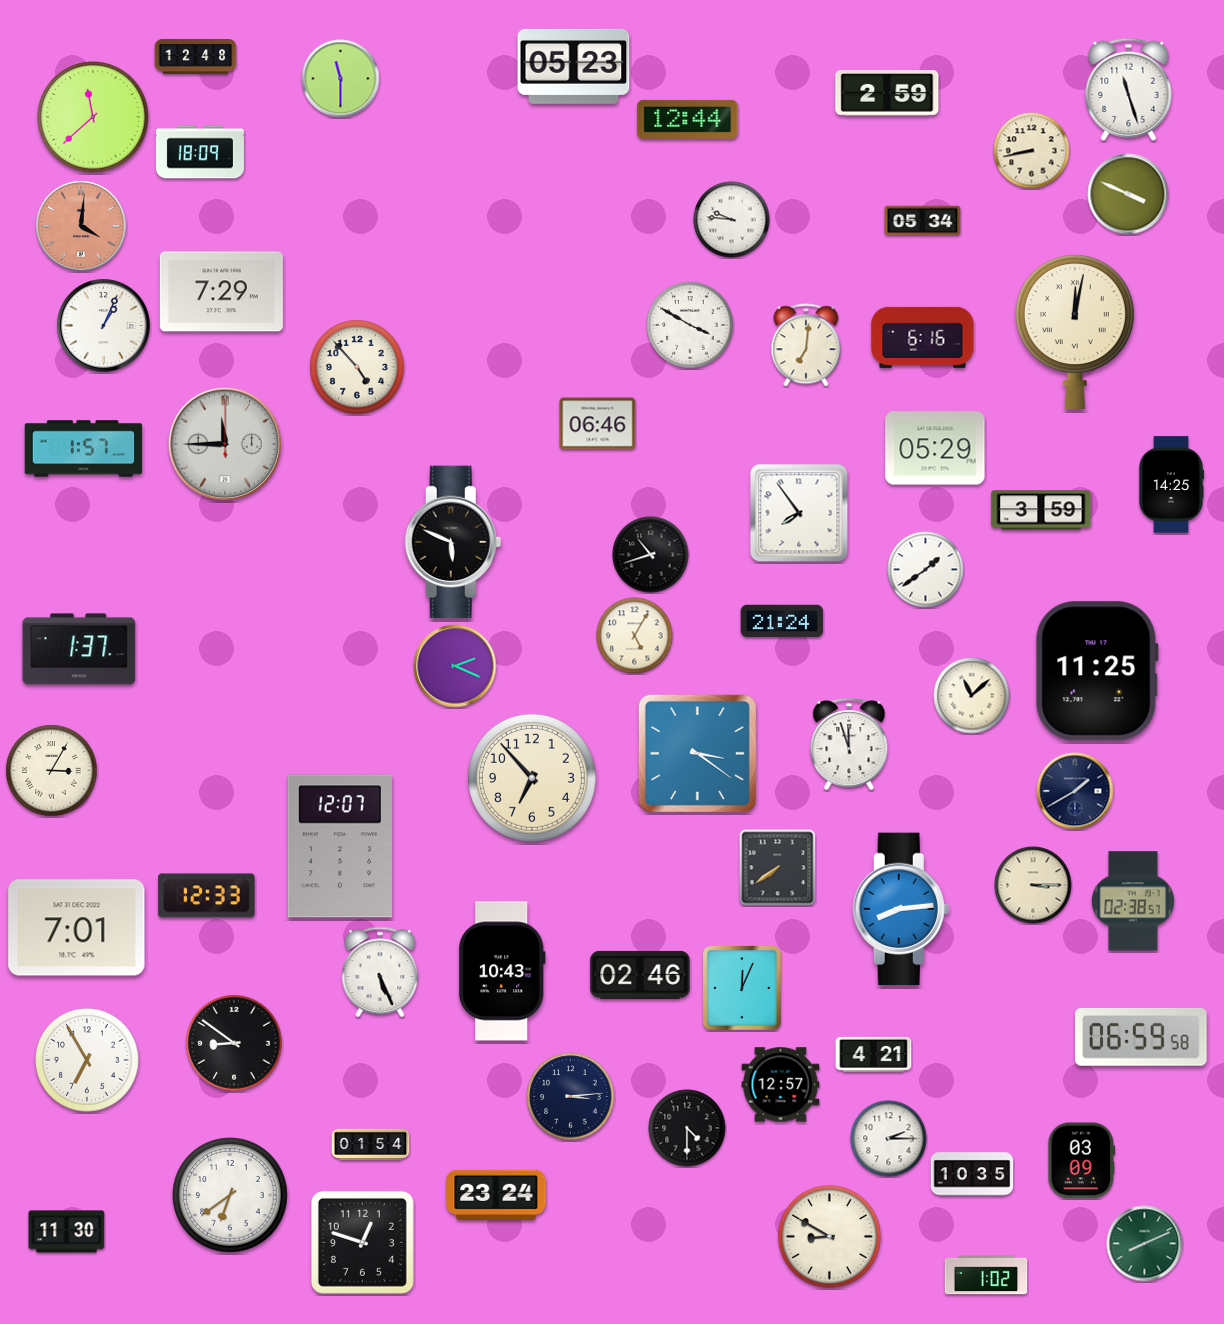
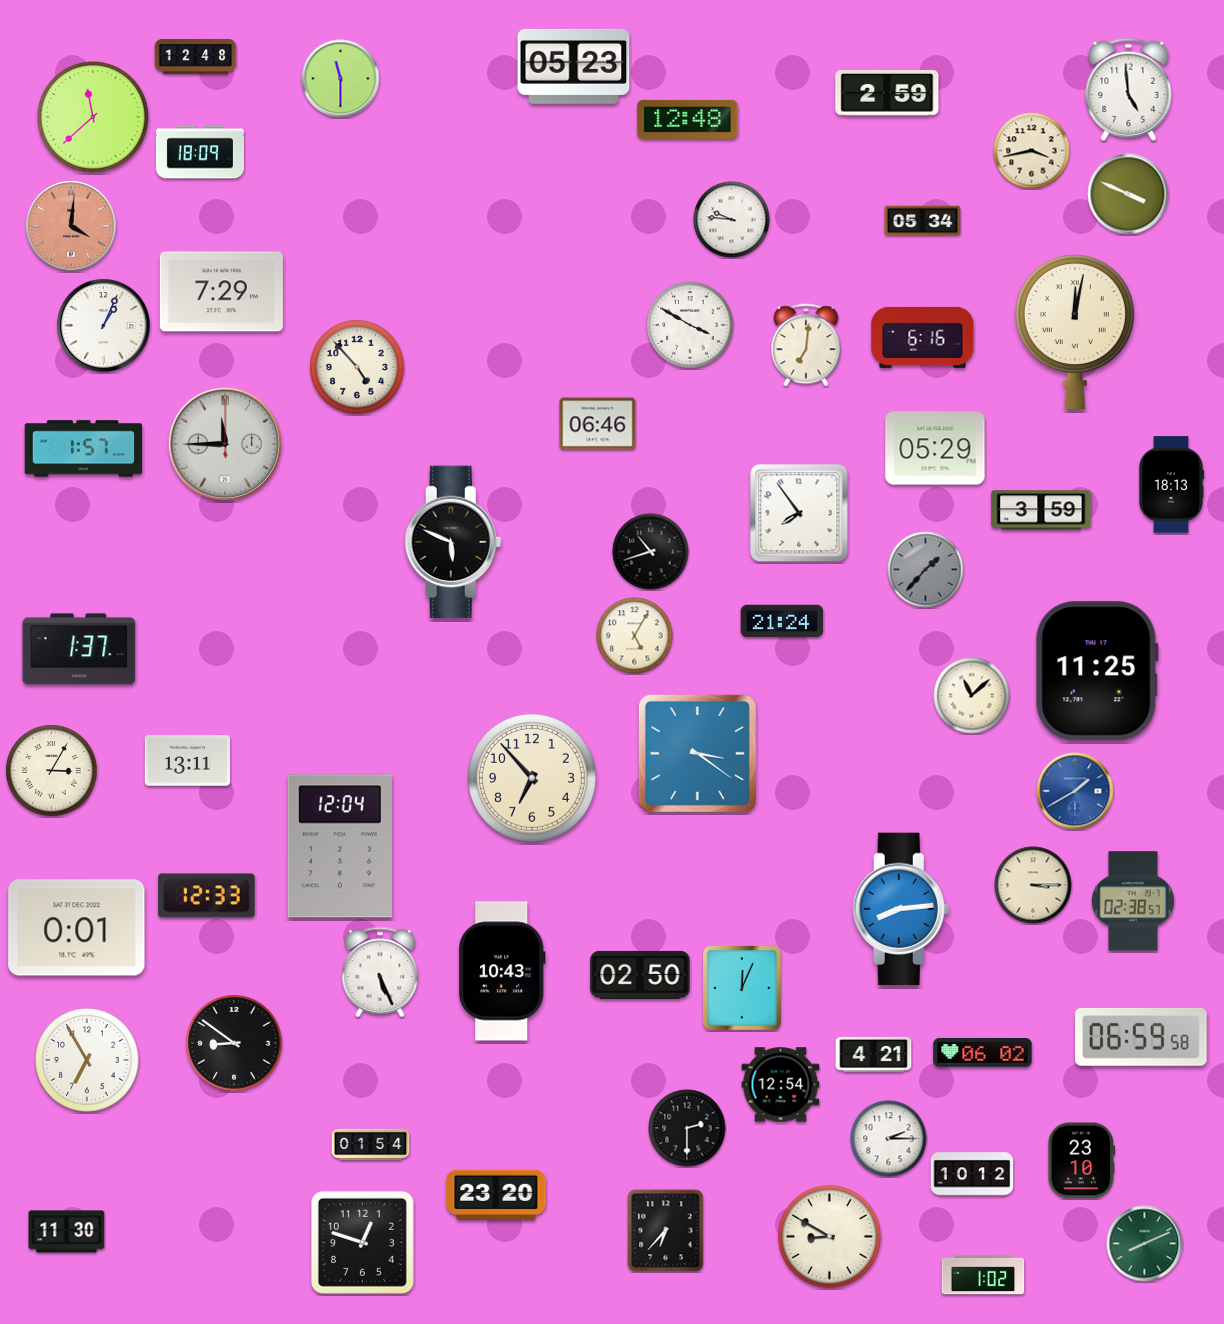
clock at (1129, 89): 11:27 -> 4:59
clock at (688, 119): 12:44 -> 12:48
clock at (1032, 151): 8:43 -> 3:43
clock at (81, 226) position: (81, 226) -> (71, 226)
clock at (1171, 485): 14:25 -> 18:13
clock at (651, 555) position: (651, 555) -> (651, 552)
clock at (926, 570): 1:39 -> 1:37
clock at (926, 570) dial: white -> grey
clock at (455, 666): 2:19 -> none
clock at (849, 744): 11:57 -> none
clock at (187, 761): none -> 13:11
clock at (1075, 791) dial: navy -> blue
clock at (340, 846): 12:07 -> 12:04
clock at (778, 868): 7:39 -> none
clock at (77, 928): 7:01 -> 0:01
clock at (640, 975): 02:46 -> 02:50
clock at (983, 1053): none -> 06:02
clock at (781, 1085): 12:57 -> 12:54
clock at (571, 1097): 3:14 -> none
clock at (687, 1128): 4:30 -> 2:30
clock at (1082, 1161): 03:09 -> 23:10
clock at (972, 1174): 10:35 -> 10:12
clock at (230, 1195): 6:39 -> none
clock at (496, 1195): 23:24 -> 23:20
clock at (666, 1231): none -> 6:37
clock at (986, 1275) position: (986, 1275) -> (983, 1275)
